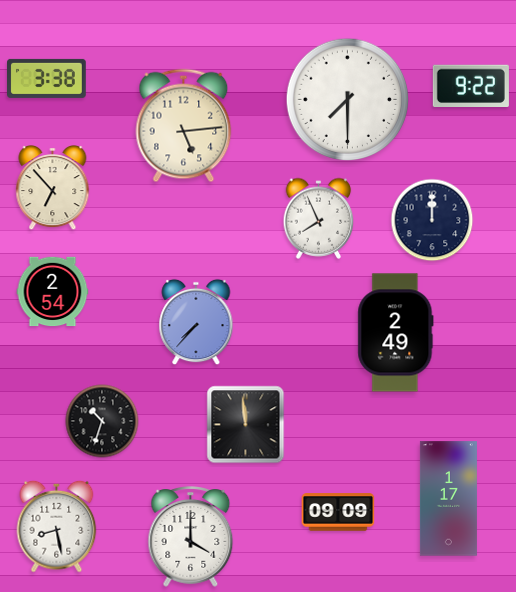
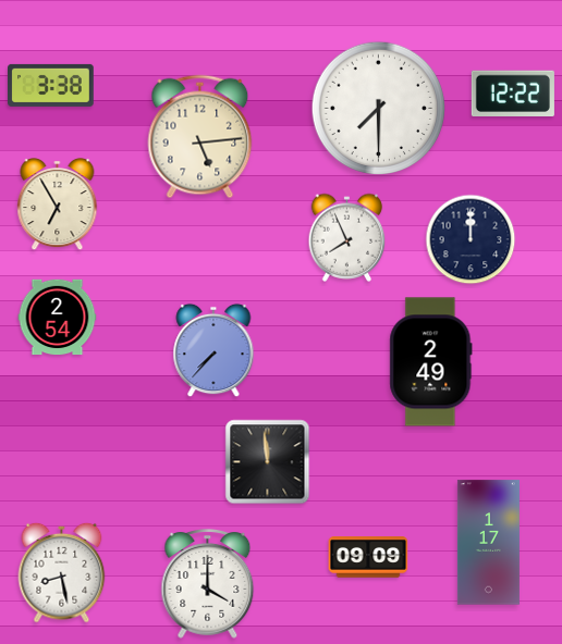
clock at (471, 85): 9:22 -> 12:22
clock at (53, 189): 6:53 -> 6:55
clock at (102, 421): 10:33 -> none
